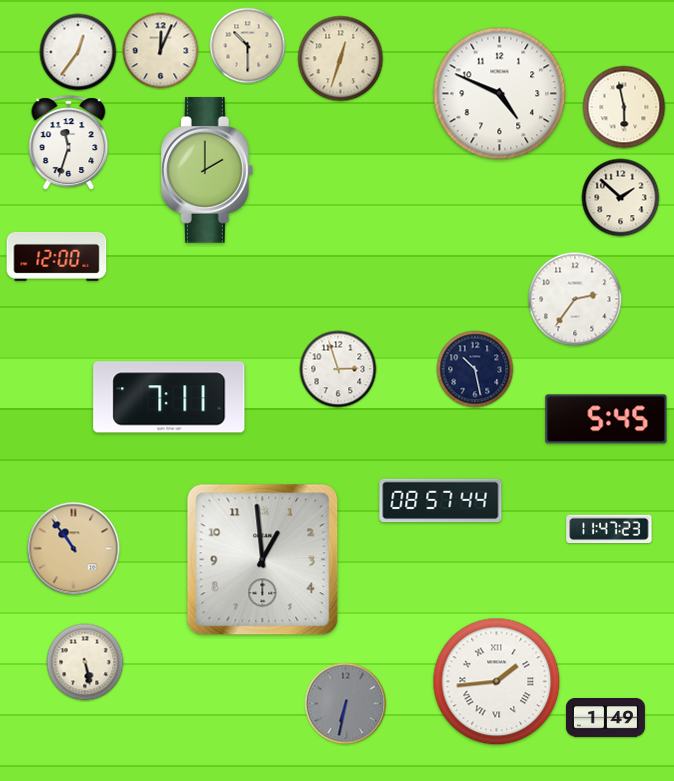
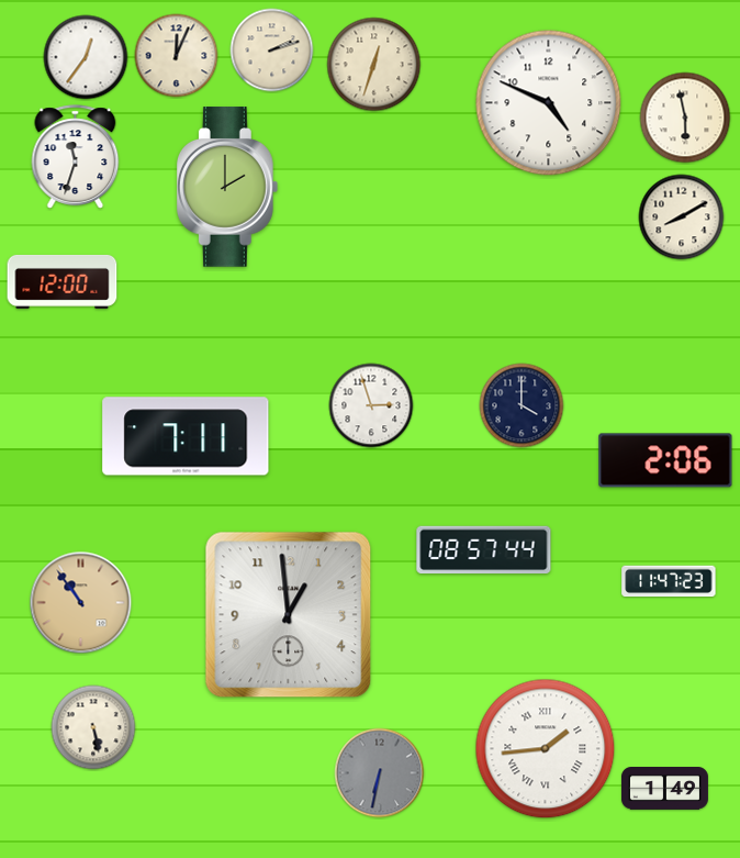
clock at (248, 46): 10:30 -> 2:12
clock at (621, 198): 1:52 -> 8:10
clock at (575, 299): 2:36 -> none
clock at (475, 369): 10:28 -> 4:00
clock at (606, 419): 5:45 -> 2:06
